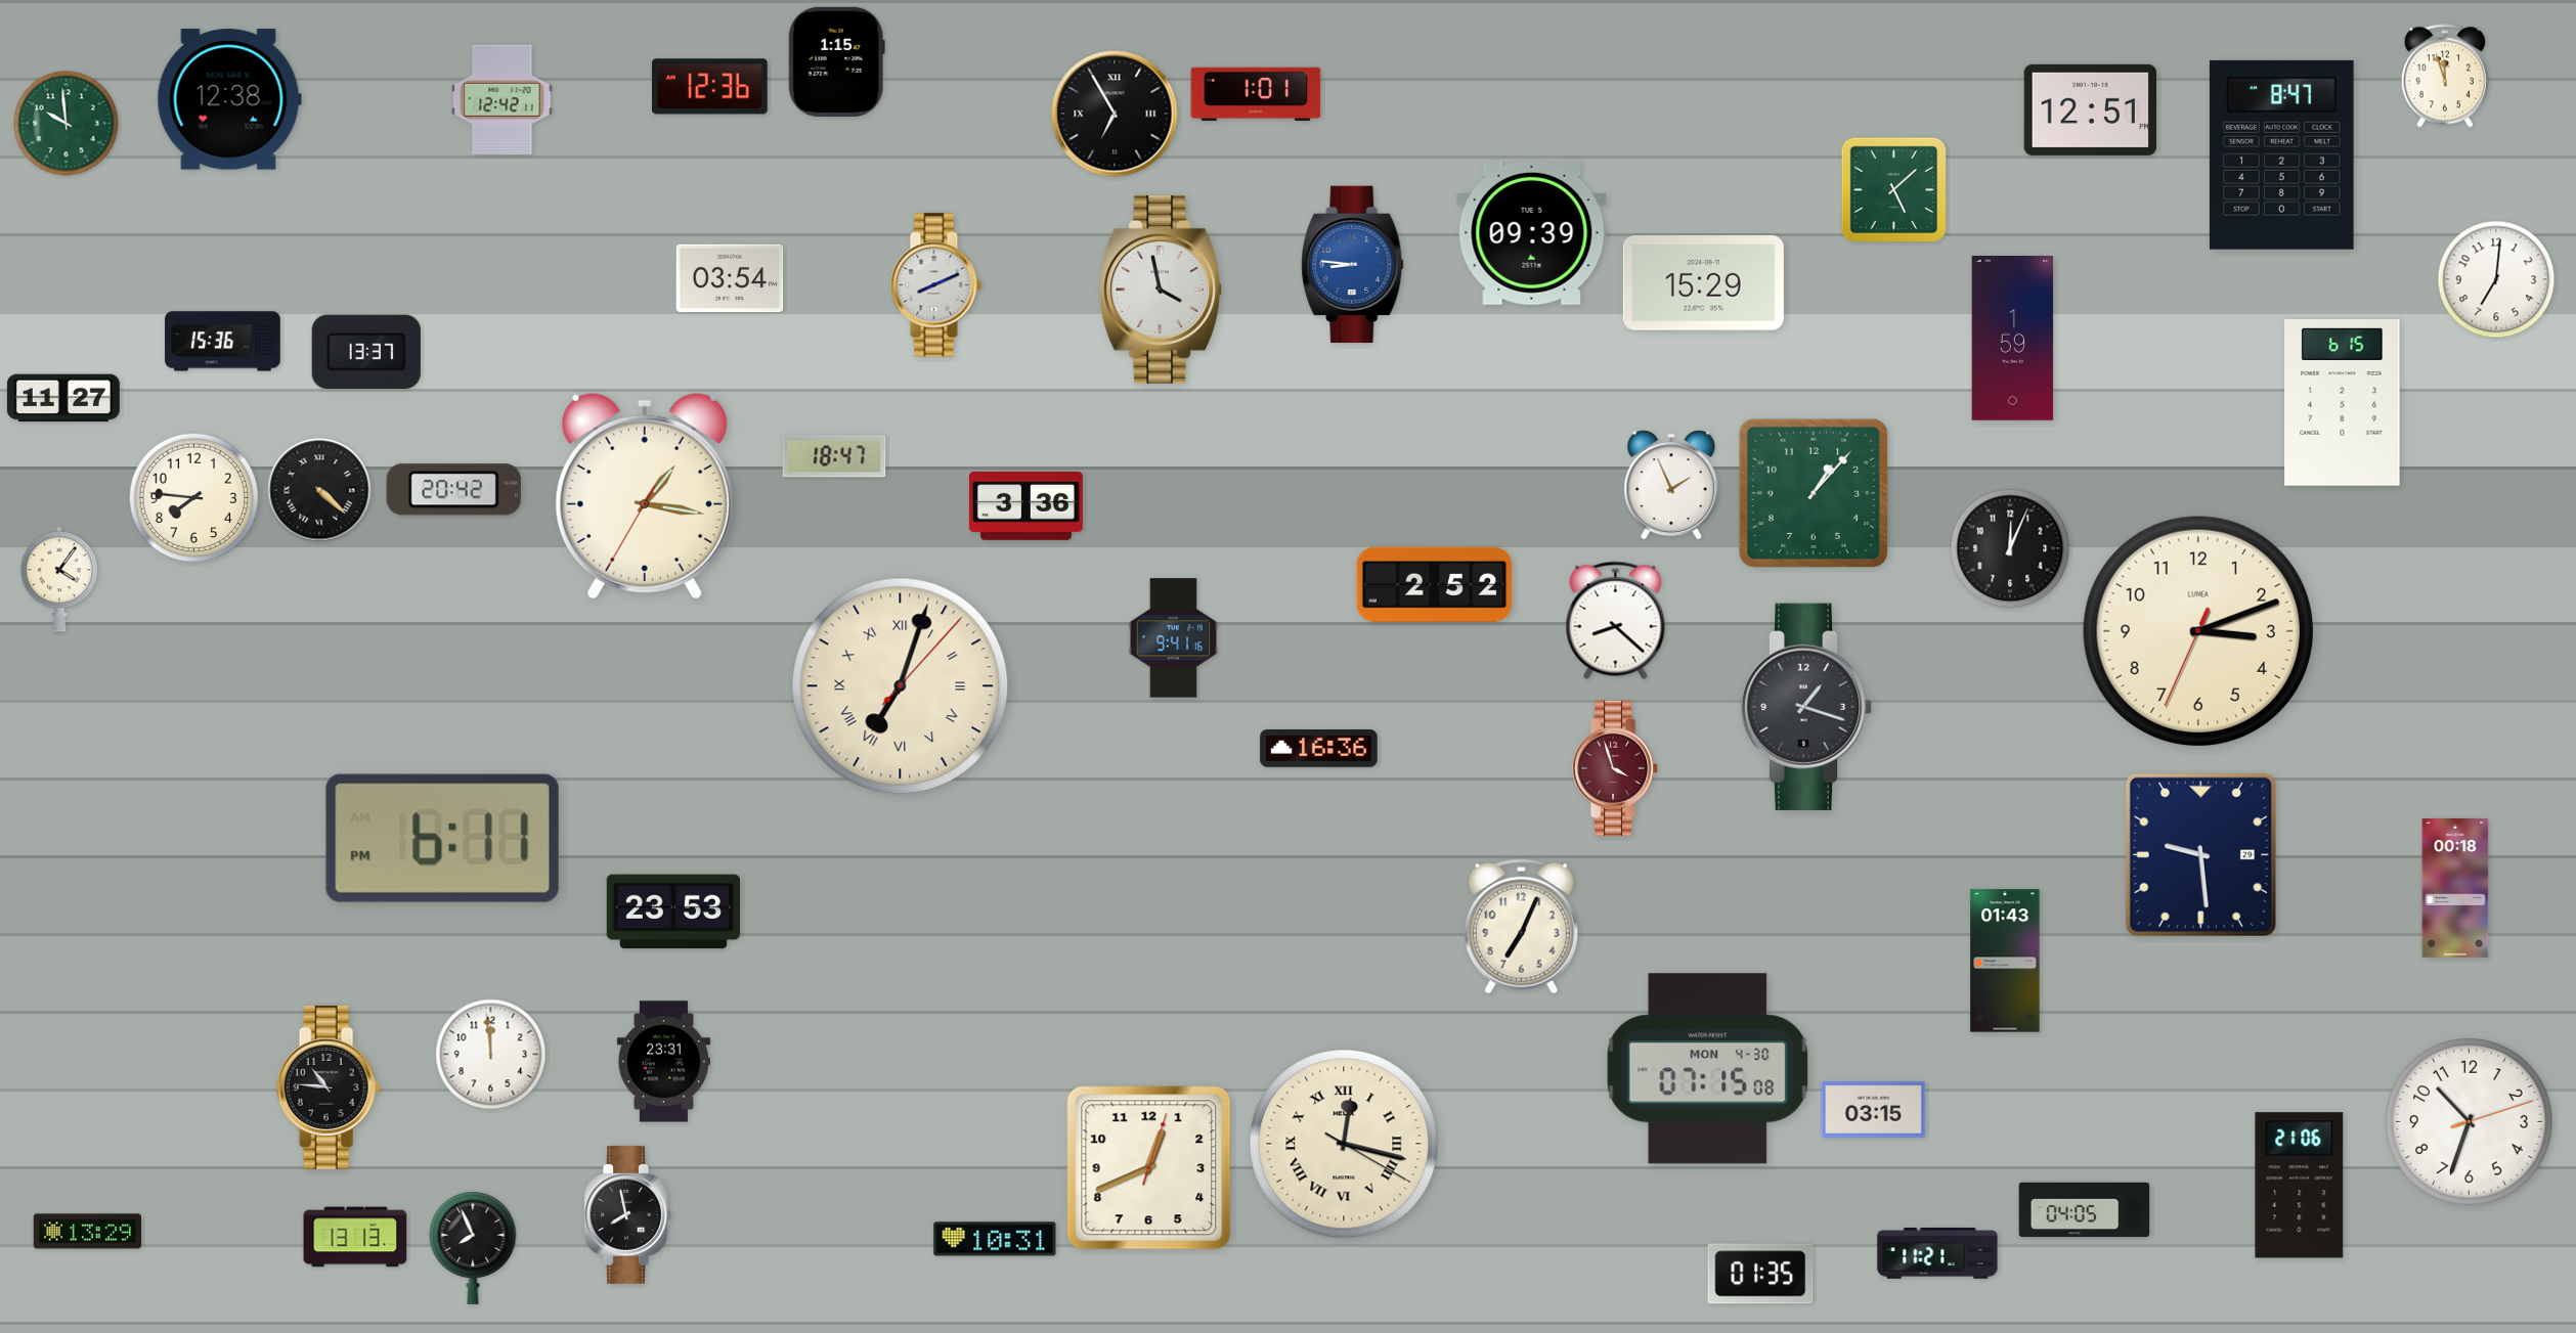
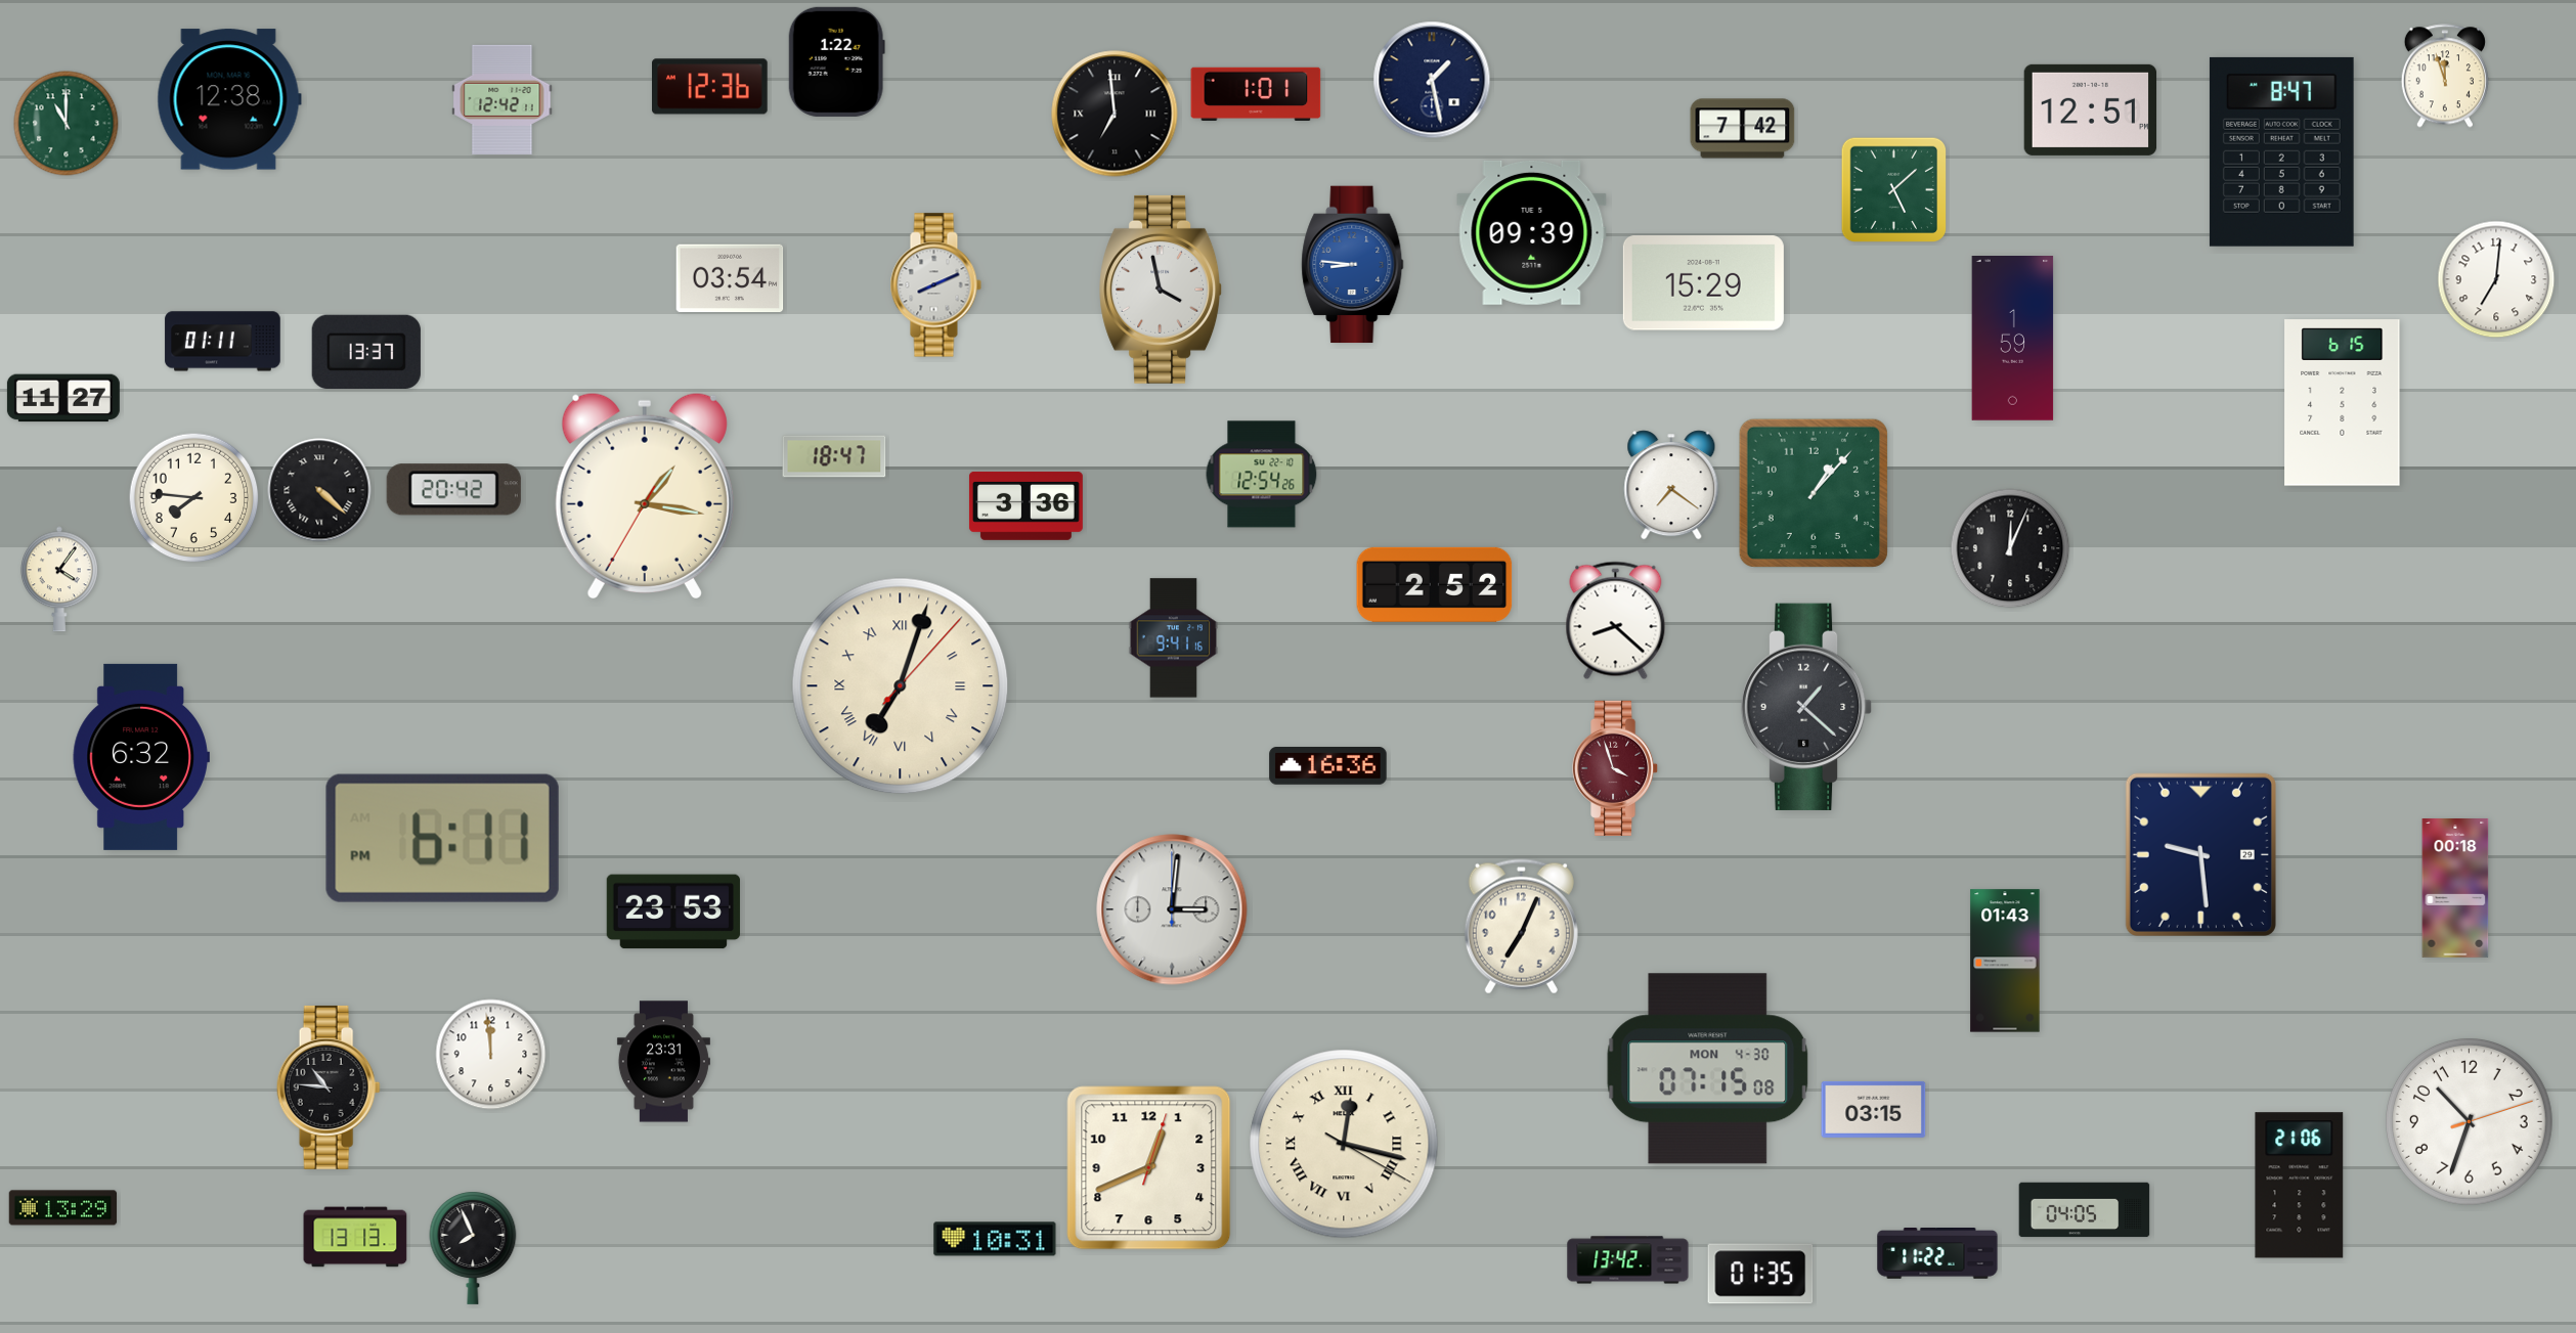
clock at (836, 61): 1:15 -> 1:22
clock at (1432, 80): none -> 1:28
clock at (1115, 114): 6:55 -> 6:59
clock at (67, 124): 9:59 -> 11:00
clock at (1743, 129): none -> 7:42
clock at (2281, 154) position: (2281, 154) -> (2281, 151)
clock at (223, 342): 15:36 -> 01:11
clock at (1262, 475): none -> 12:54
clock at (1671, 485): 1:56 -> 7:21
clock at (2198, 631): 3:11 -> none
clock at (1806, 707): 1:18 -> 1:22
clock at (1319, 749) position: (1319, 749) -> (1328, 766)
clock at (141, 757): none -> 6:32
clock at (1172, 909): none -> 3:01
clock at (627, 1214): 7:58 -> none
clock at (88, 1232) position: (88, 1232) -> (63, 1208)
clock at (1937, 1253): 11:21 -> 11:22
clock at (1628, 1260): none -> 13:42
